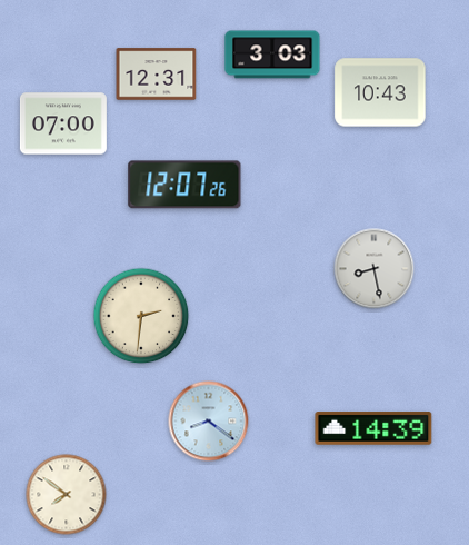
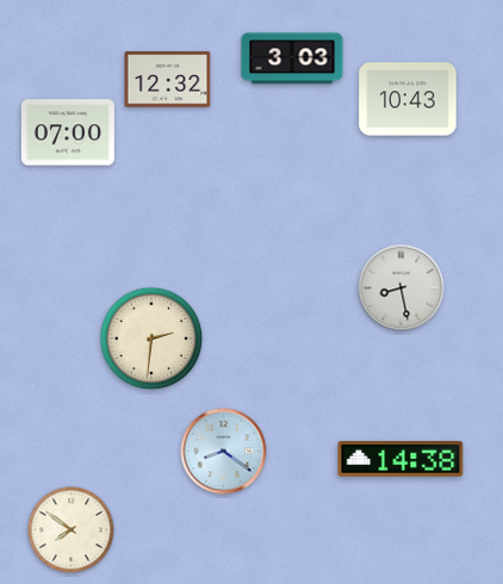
clock at (157, 75): 12:31 -> 12:32
clock at (184, 185): 12:07 -> none
clock at (373, 428): 14:39 -> 14:38
